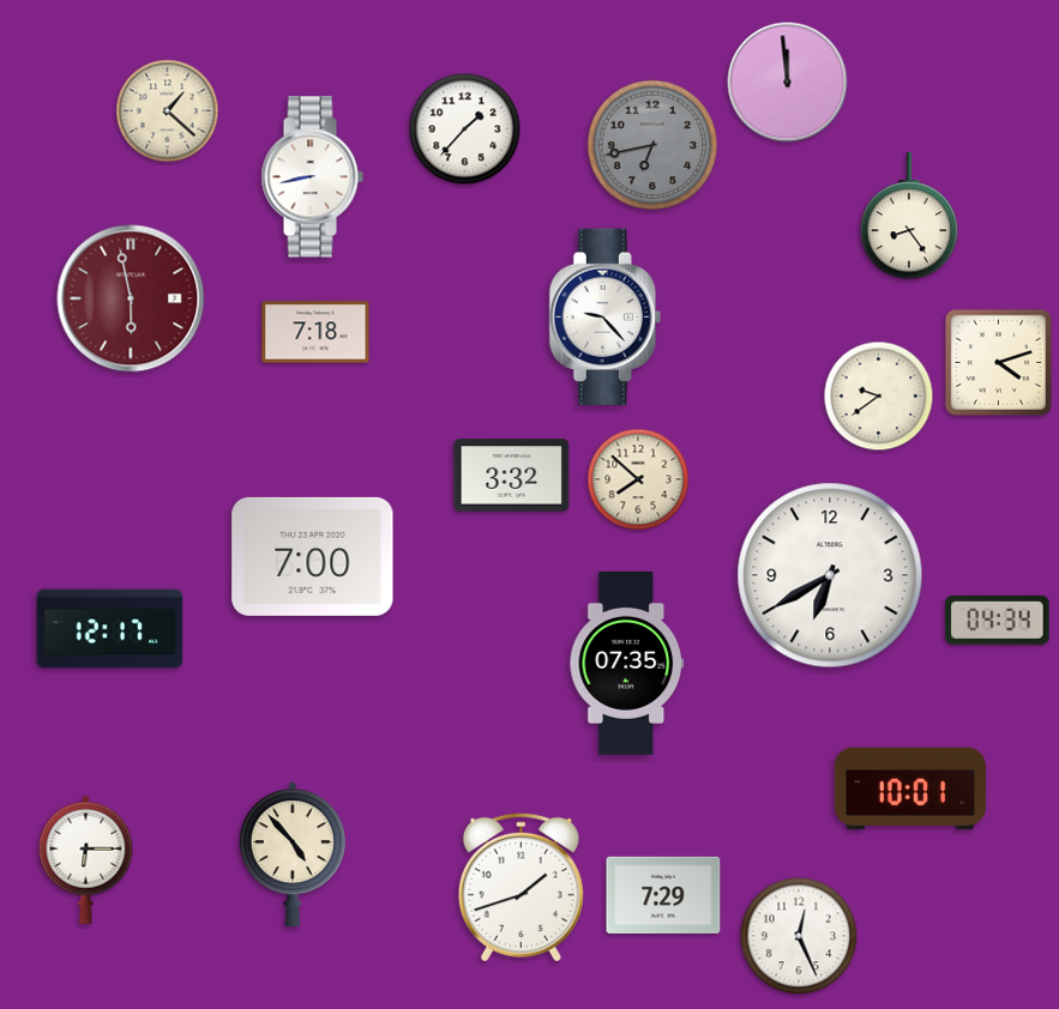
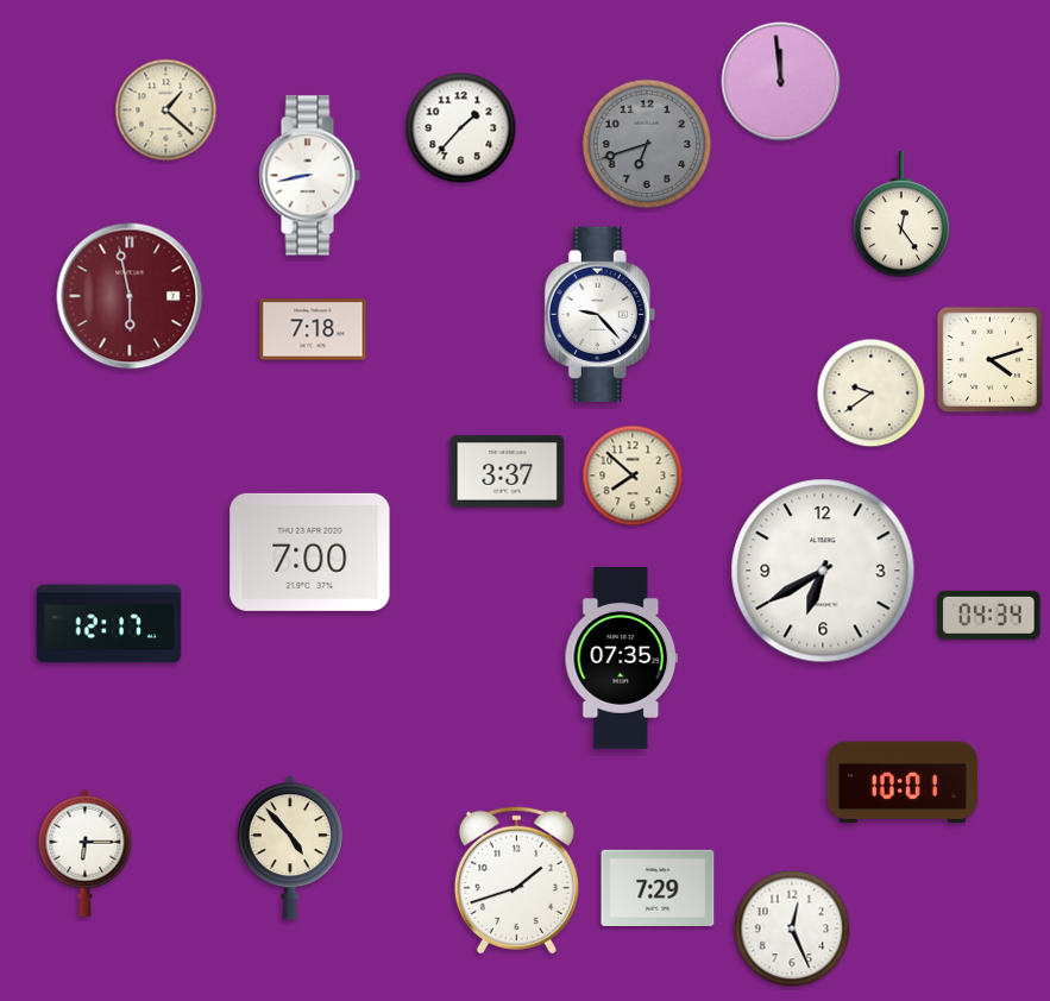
clock at (652, 145): 6:43 -> 6:42
clock at (909, 216): 8:24 -> 12:24
clock at (512, 476): 3:32 -> 3:37
